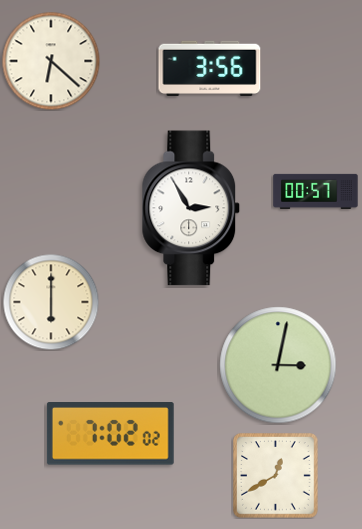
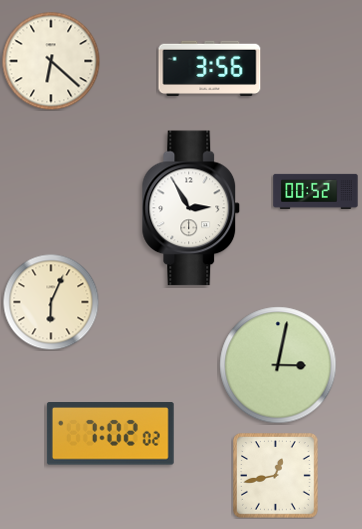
clock at (316, 191): 00:57 -> 00:52
clock at (51, 302): 6:00 -> 6:04
clock at (276, 476): 12:40 -> 12:43
